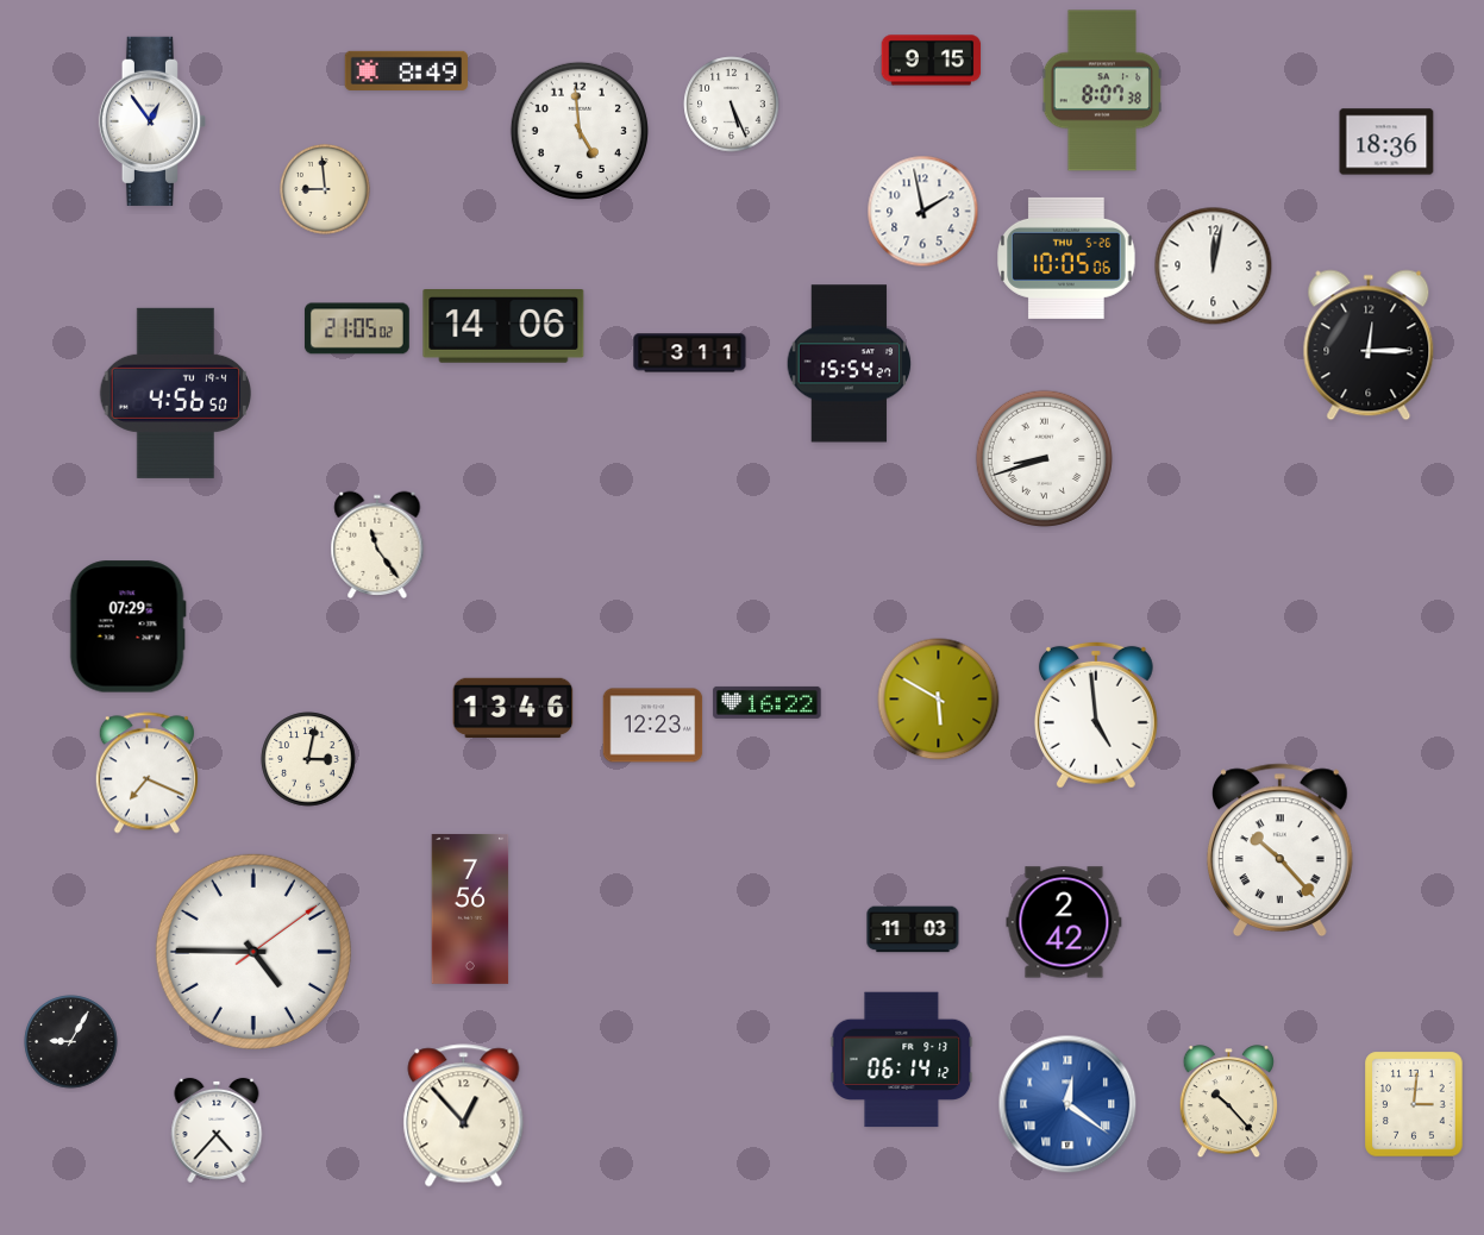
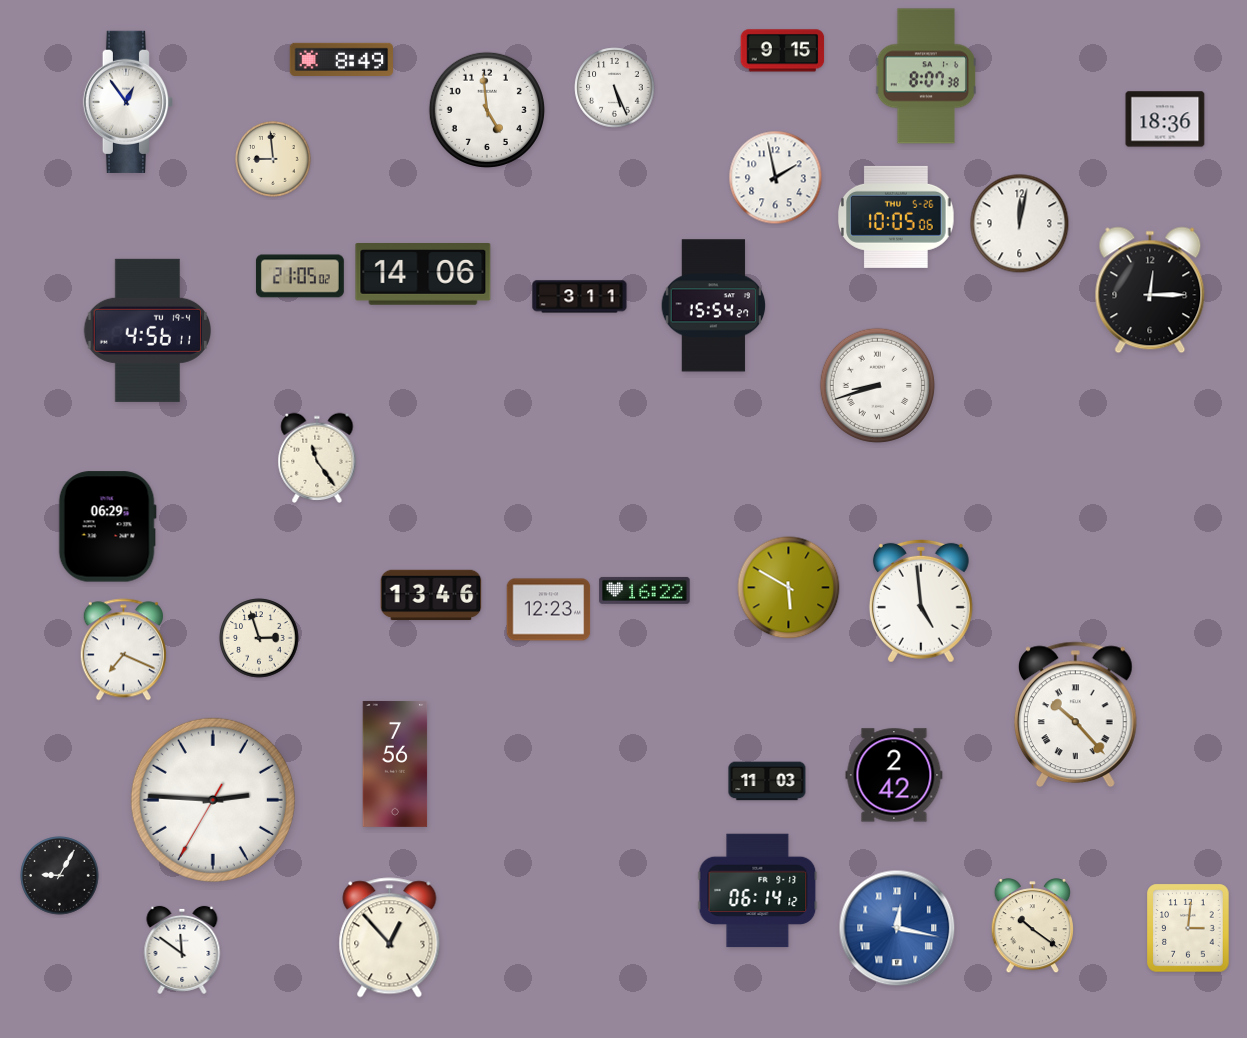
clock at (175, 393): 4:56:50 -> 4:56:11
clock at (127, 627): 07:29 -> 06:29
clock at (308, 759): 3:02 -> 2:57
clock at (253, 952): 4:45 -> 2:45
clock at (1228, 1102): 10:23 -> 10:21
clock at (1067, 1104): 12:21 -> 12:17
clock at (217, 1130): 4:37 -> 11:51
